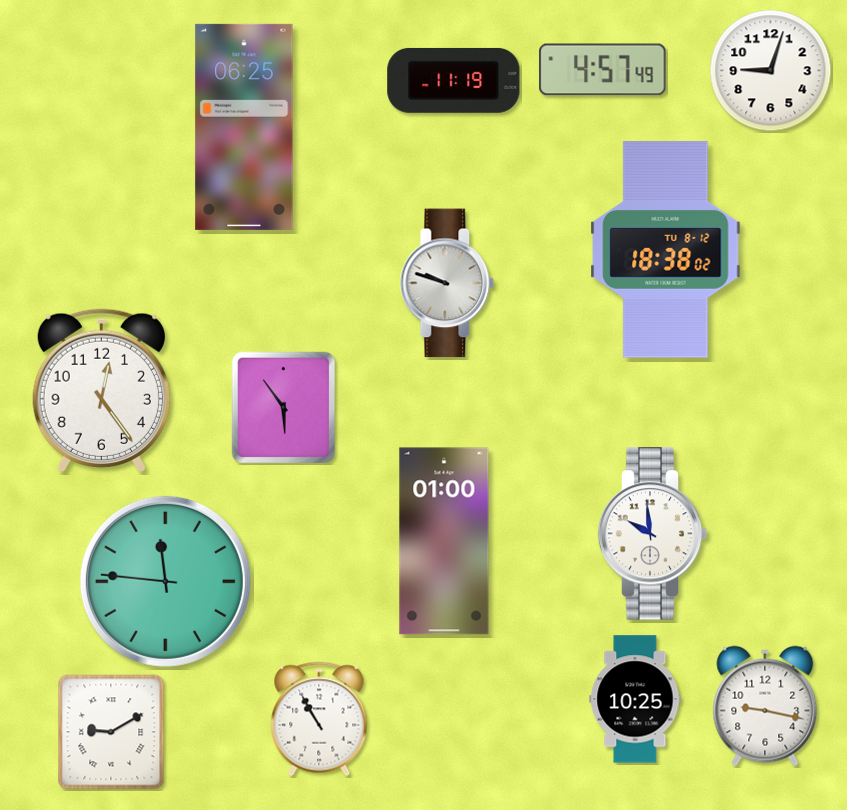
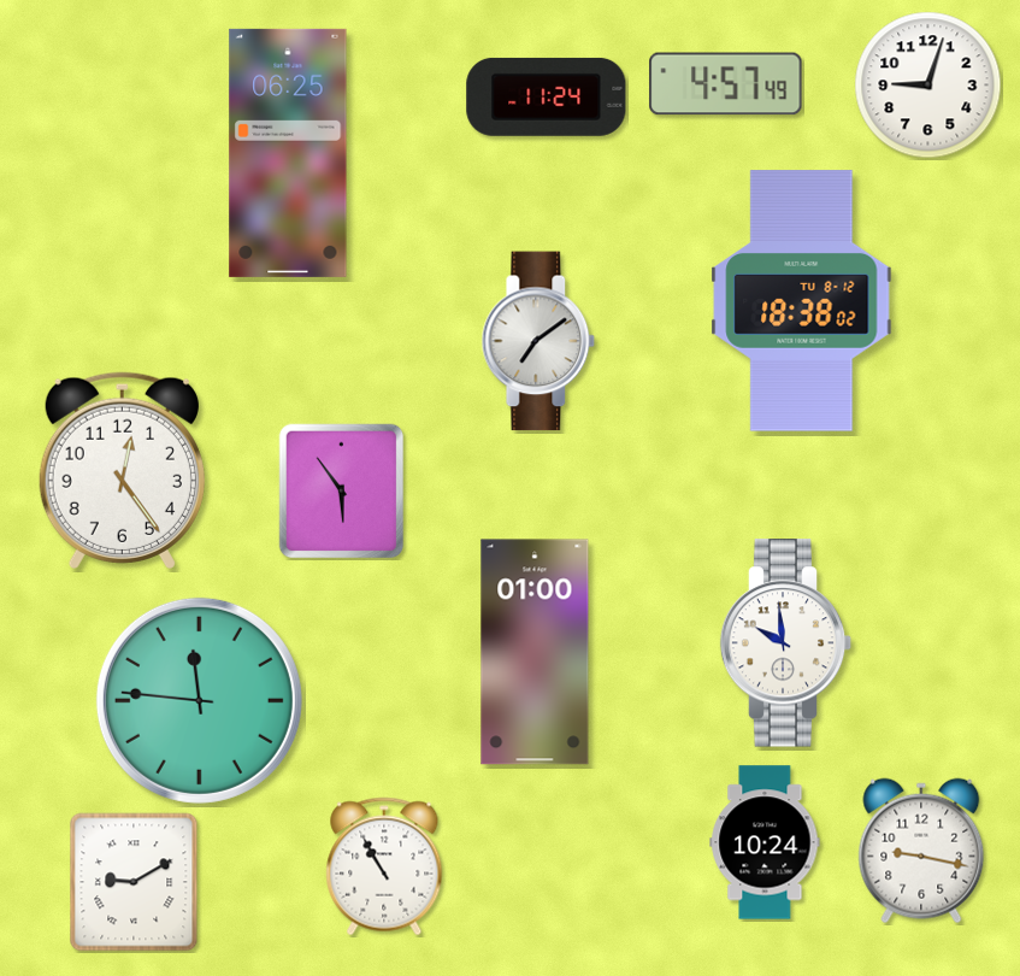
clock at (454, 80): 11:19 -> 11:24
clock at (244, 127) position: (244, 127) -> (288, 153)
clock at (447, 283): 9:48 -> 7:09
clock at (635, 699): 10:25 -> 10:24
